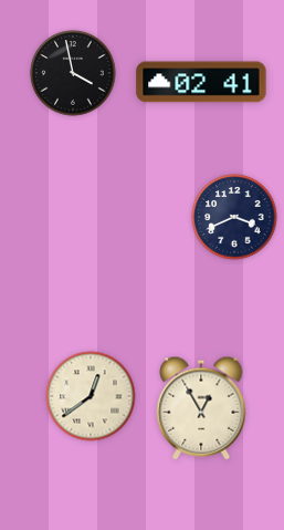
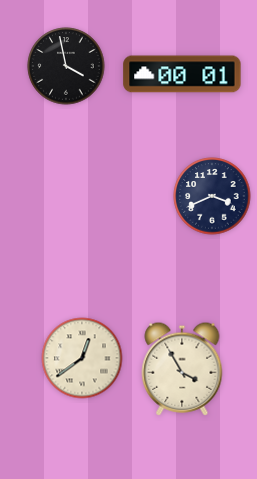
clock at (201, 82): 02:41 -> 00:01
clock at (201, 408): 12:55 -> 3:55
